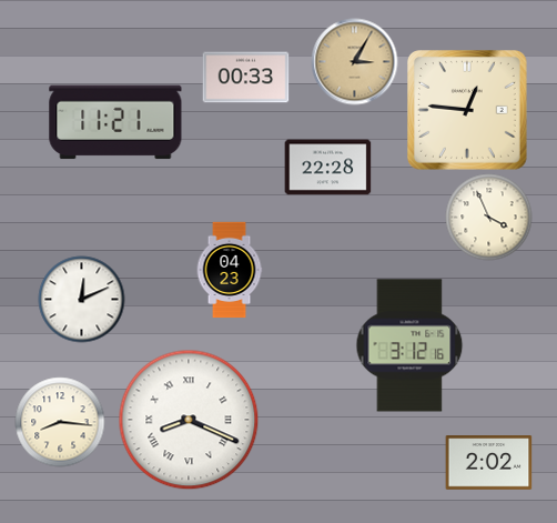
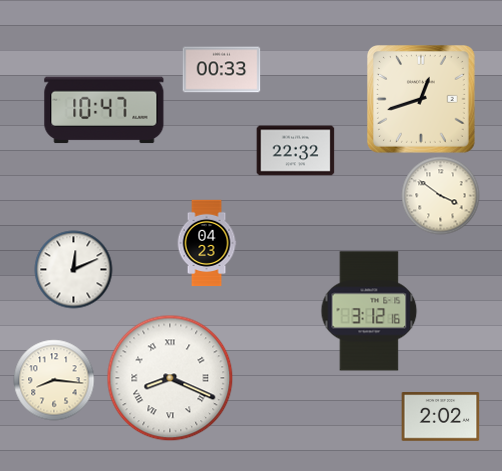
clock at (354, 61): 3:05 -> none
clock at (468, 111): 12:46 -> 12:42
clock at (115, 122): 11:21 -> 10:47
clock at (327, 168): 22:28 -> 22:32
clock at (488, 217): 3:56 -> 3:51
